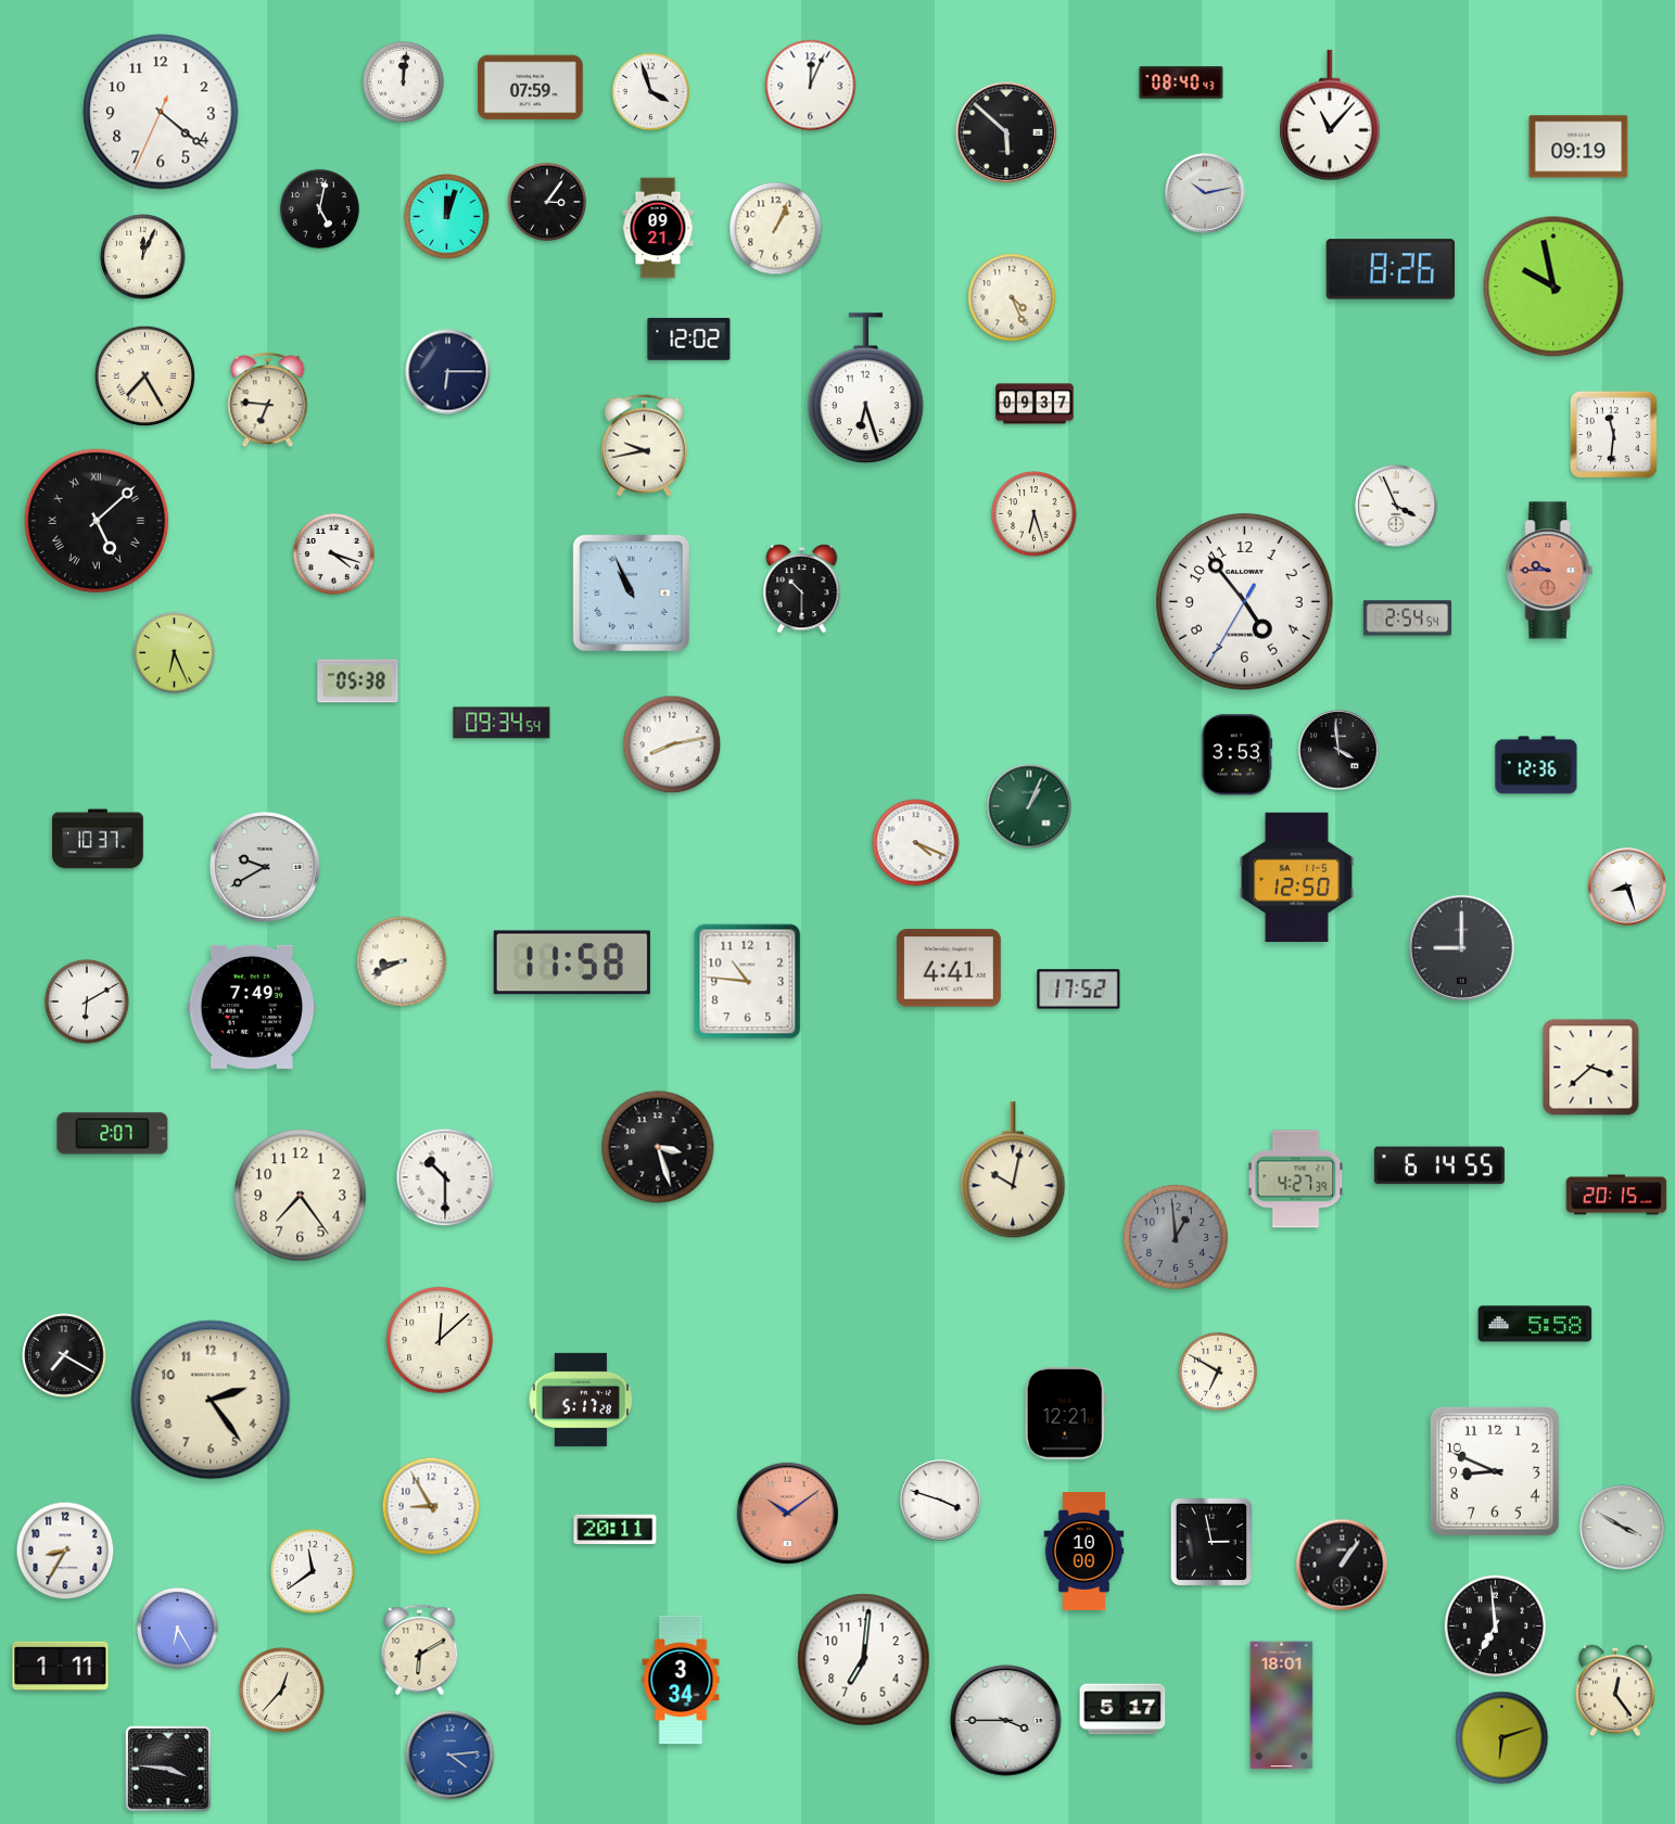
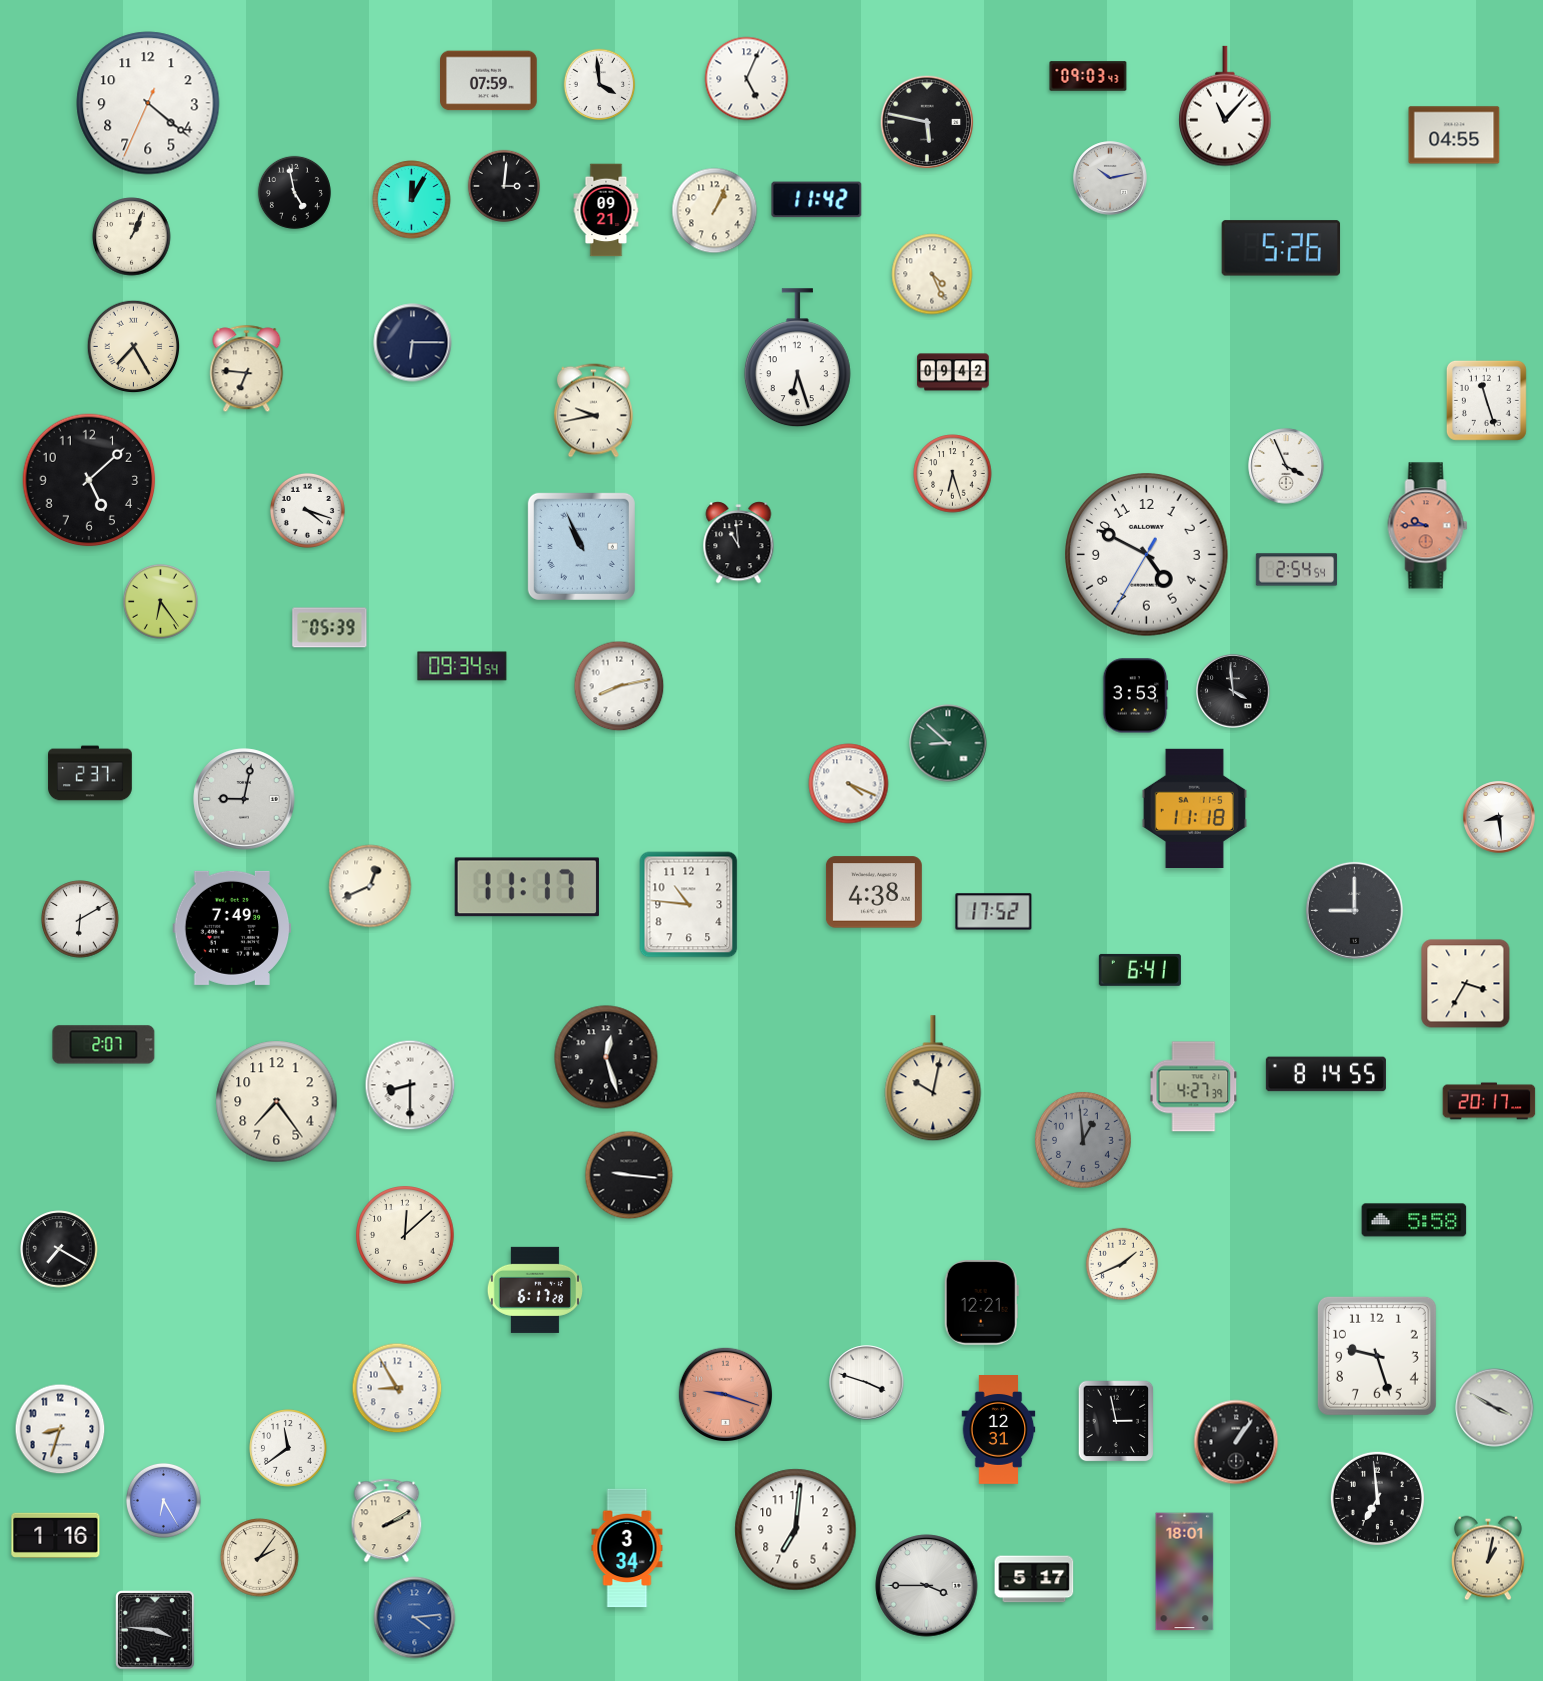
clock at (403, 81): 12:01 -> none
clock at (1181, 82): 08:40 -> 09:03
clock at (811, 86): 12:04 -> 5:04
clock at (651, 92): 3:57 -> 3:59
clock at (1006, 132): 5:52 -> 5:47
clock at (1578, 146): 09:19 -> 04:55
clock at (546, 201): 3:06 -> 3:01
clock at (319, 208): 5:02 -> 4:58
clock at (447, 217): 12:03 -> 12:05
clock at (817, 200): none -> 11:42
clock at (143, 257): 12:04 -> 1:04
clock at (1391, 269): 8:26 -> 5:26
clock at (1553, 286): 9:58 -> none
clock at (689, 340): 12:02 -> none
clock at (1035, 404): 09:37 -> 09:42
clock at (1613, 434): 11:31 -> 11:27
clock at (97, 521) numerals: Roman -> Arabic
clock at (802, 589): 10:30 -> 10:59
clock at (1245, 602): 4:53 -> 4:49
clock at (174, 652): 6:26 -> 6:24
clock at (358, 681): 05:38 -> 05:39
clock at (1236, 755) position: (1236, 755) -> (1135, 696)
clock at (1536, 765): 12:36 -> none
clock at (1029, 806): 1:04 -> 8:52
clock at (98, 839): 10:37 -> 2:37
clock at (916, 843) position: (916, 843) -> (849, 784)
clock at (265, 867): 9:40 -> 9:02
clock at (1296, 877): 12:50 -> 11:18
clock at (1627, 887): 8:27 -> 8:29
clock at (1461, 947) position: (1461, 947) -> (1354, 910)
clock at (402, 961): 8:41 -> 12:41
clock at (572, 962): 11:58 -> 11:17
clock at (949, 968): 4:41 -> 4:38
clock at (87, 1002) position: (87, 1002) -> (80, 919)
clock at (1140, 970): none -> 6:41
clock at (1591, 1068): 3:38 -> 3:35
clock at (658, 1147): 3:27 -> 12:27
clock at (1439, 1165): 6:14 -> 8:14
clock at (445, 1177): 10:30 -> 8:30
clock at (1616, 1195): 20:15 -> 20:17
clock at (629, 1175): none -> 9:16
clock at (1217, 1370): 6:50 -> 1:41
clock at (211, 1400): 2:24 -> none
clock at (581, 1400): 5:17 -> 6:17
clock at (1495, 1471): 8:49 -> 9:27
clock at (787, 1513): 10:09 -> 9:18
clock at (616, 1530): 20:11 -> none
clock at (65, 1551): 8:35 -> 8:33
clock at (1084, 1552): 10:00 -> 12:31
clock at (420, 1650): 6:10 -> 2:10
clock at (61, 1666): 1:11 -> 1:16
clock at (282, 1691): 12:37 -> 2:06
clock at (1616, 1691): 12:24 -> 1:02
clock at (1282, 1706) position: (1282, 1706) -> (1185, 1572)
clock at (1122, 1709) position: (1122, 1709) -> (1034, 1579)
clock at (1502, 1738): 6:12 -> none
